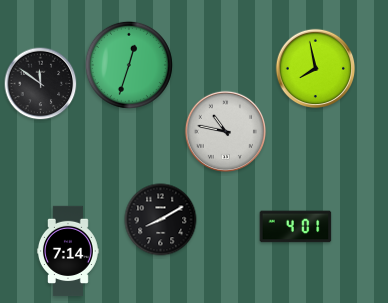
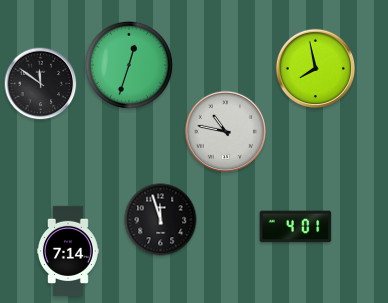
clock at (161, 220): 8:10 -> 11:57
